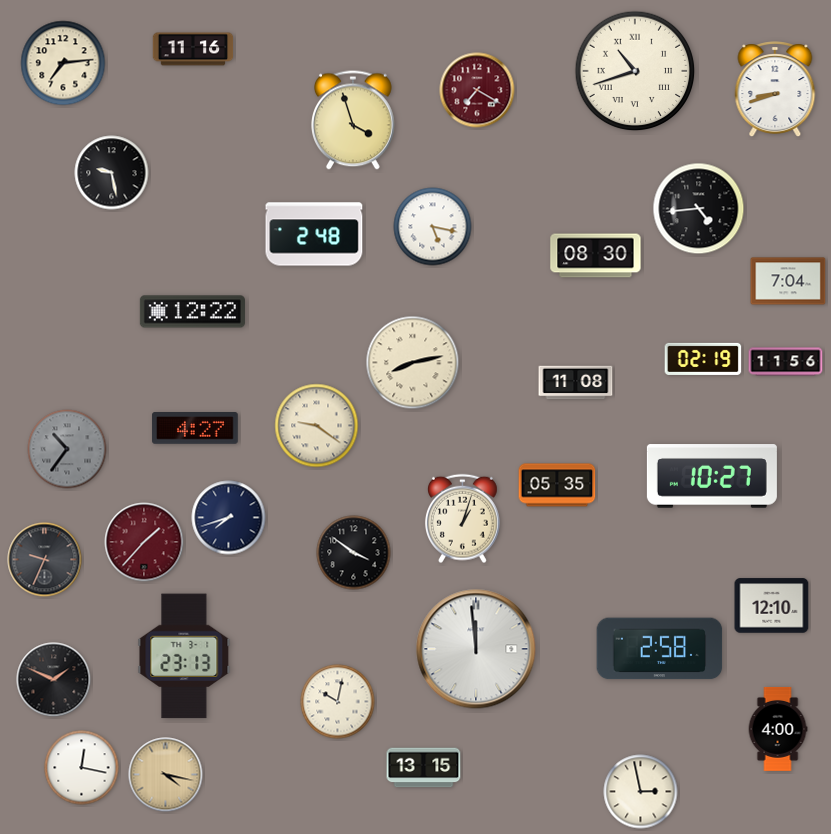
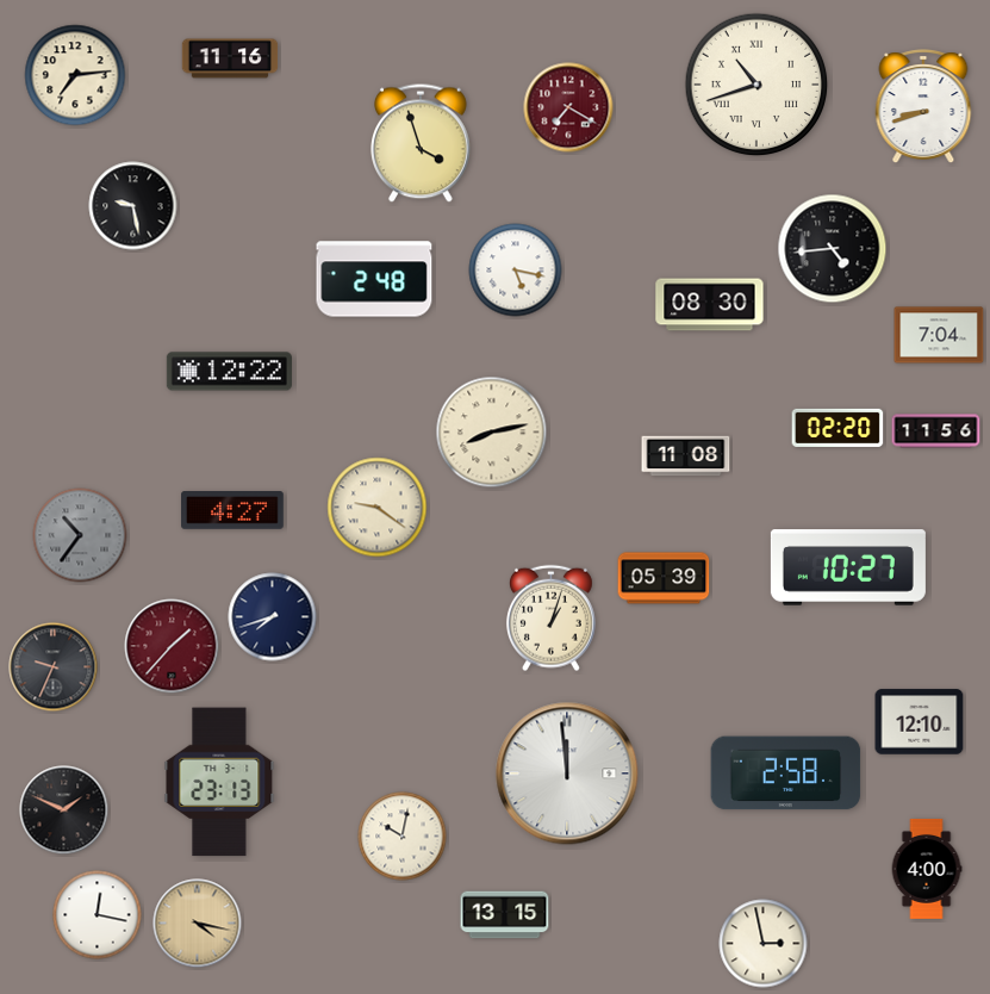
clock at (703, 359): 02:19 -> 02:20
clock at (557, 485): 05:35 -> 05:39
clock at (354, 553): 3:51 -> none
